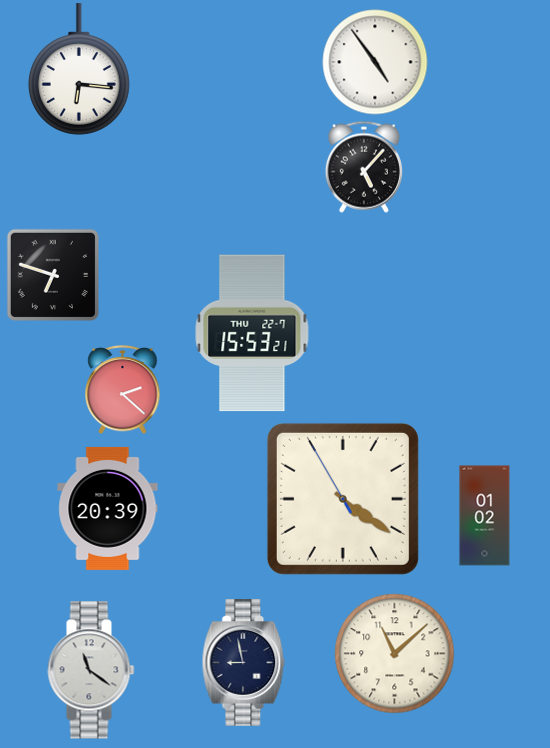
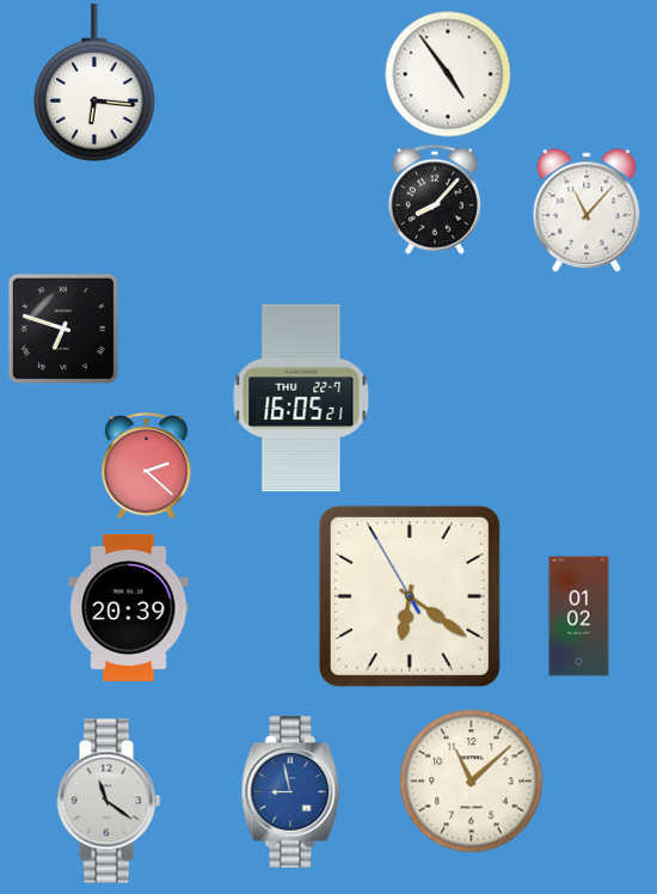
clock at (364, 167): 5:07 -> 8:07
clock at (587, 210): none -> 11:07
clock at (252, 333): 15:53 -> 16:05
clock at (343, 499): 4:20 -> 6:20
clock at (244, 663) dial: navy -> blue
